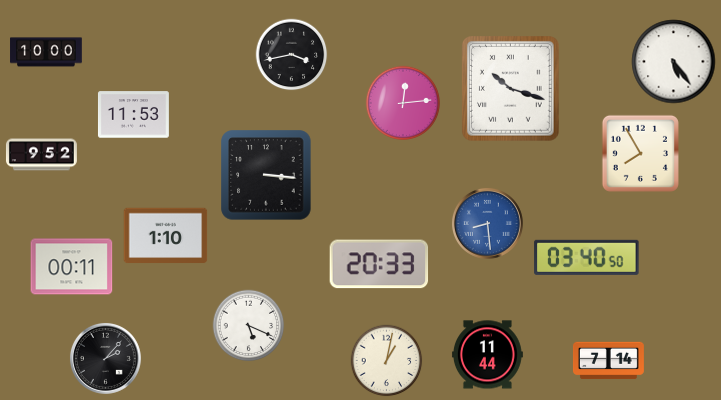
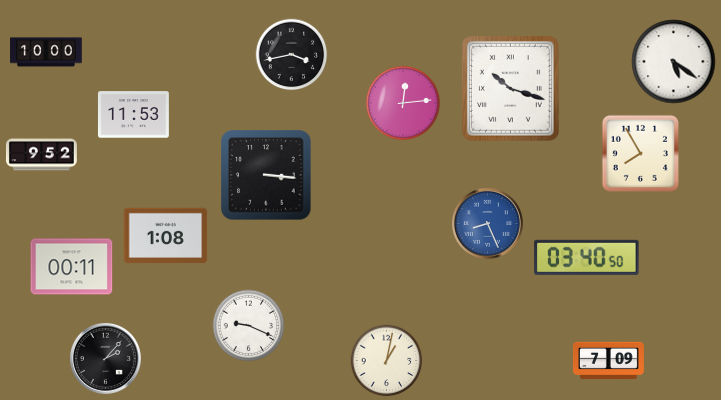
clock at (674, 62): 5:24 -> 5:21
clock at (487, 223): 8:29 -> 8:26
clock at (166, 236): 1:10 -> 1:08
clock at (379, 264): 20:33 -> none
clock at (249, 326): 5:19 -> 9:19
clock at (487, 355): 11:44 -> none
clock at (608, 361): 7:14 -> 7:09
